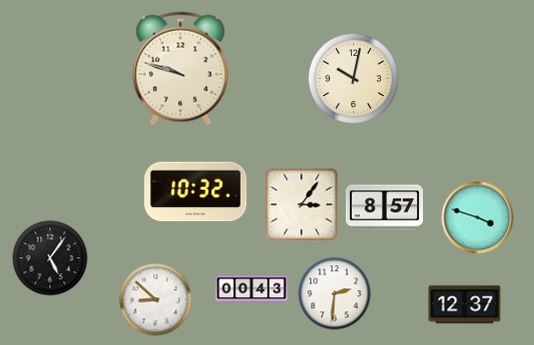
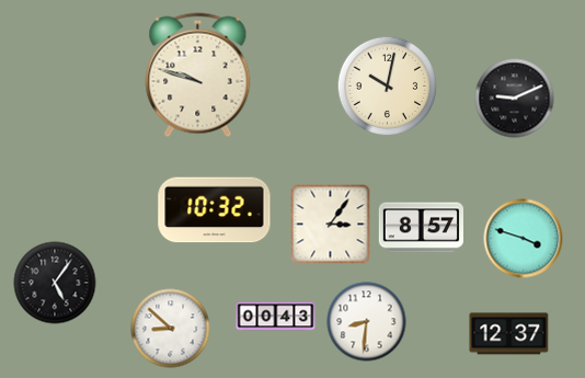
clock at (515, 99): none -> 9:11
clock at (335, 294): 2:31 -> 8:31
